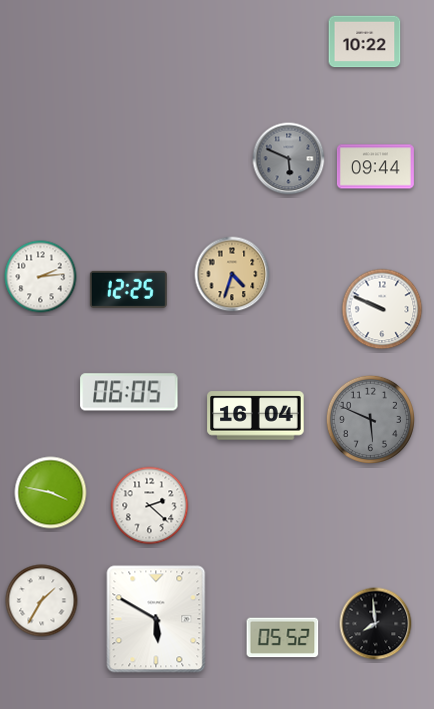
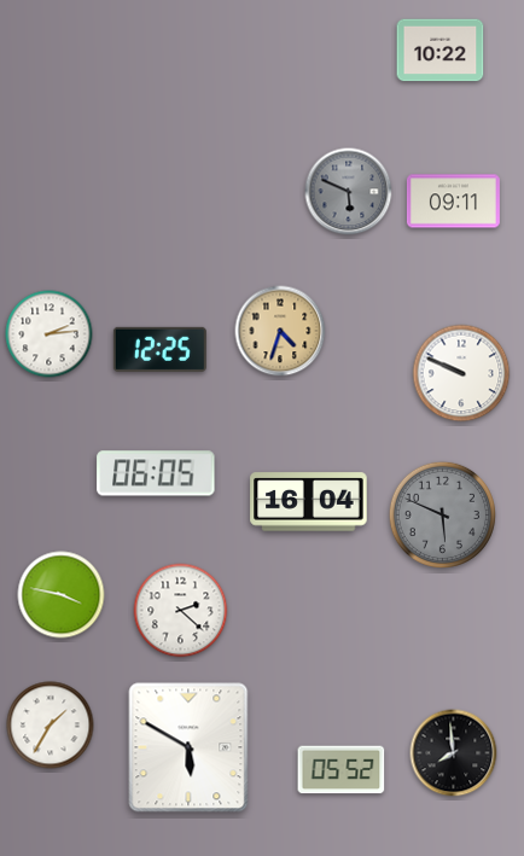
clock at (375, 167): 09:44 -> 09:11
clock at (128, 289) position: (128, 289) -> (159, 349)
clock at (370, 419) position: (370, 419) -> (442, 514)
